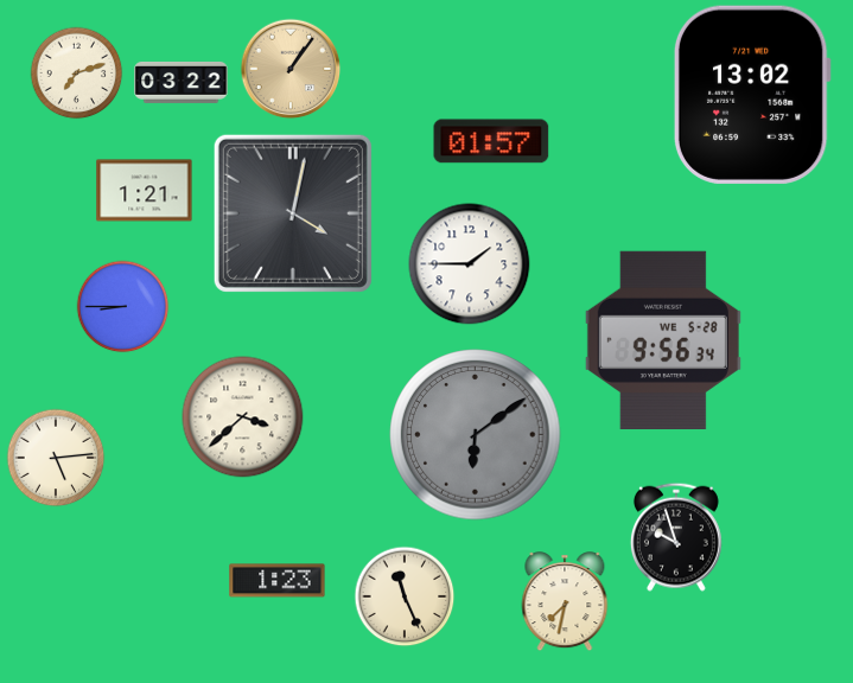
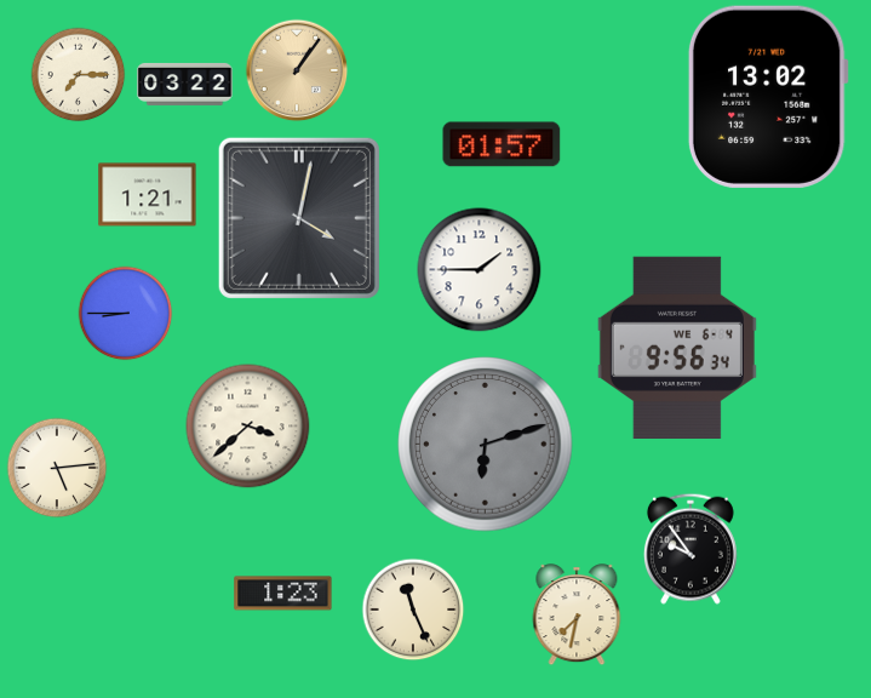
clock at (76, 72): 7:12 -> 7:15
clock at (663, 339) date: WE 5-28 -> WE 6-4
clock at (476, 435): 6:09 -> 6:12
clock at (676, 537): 9:57 -> 9:54
